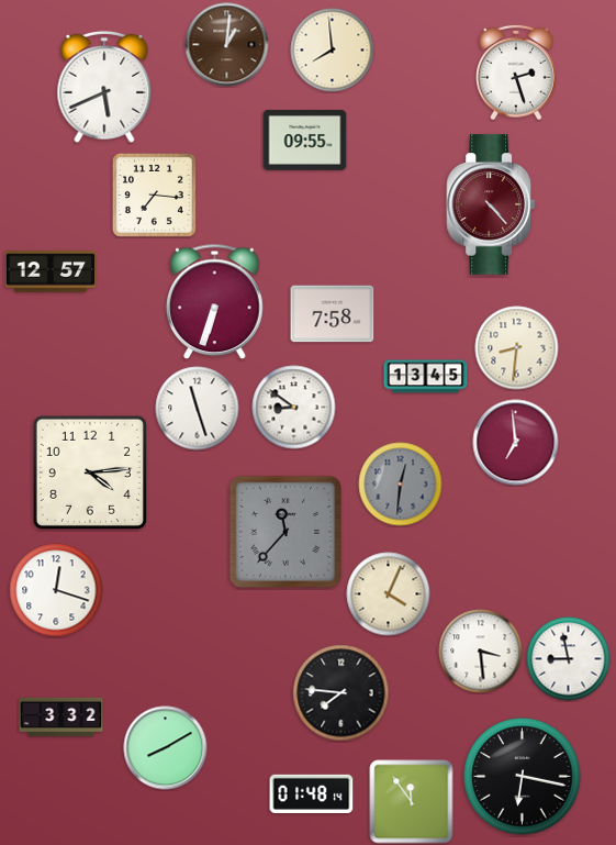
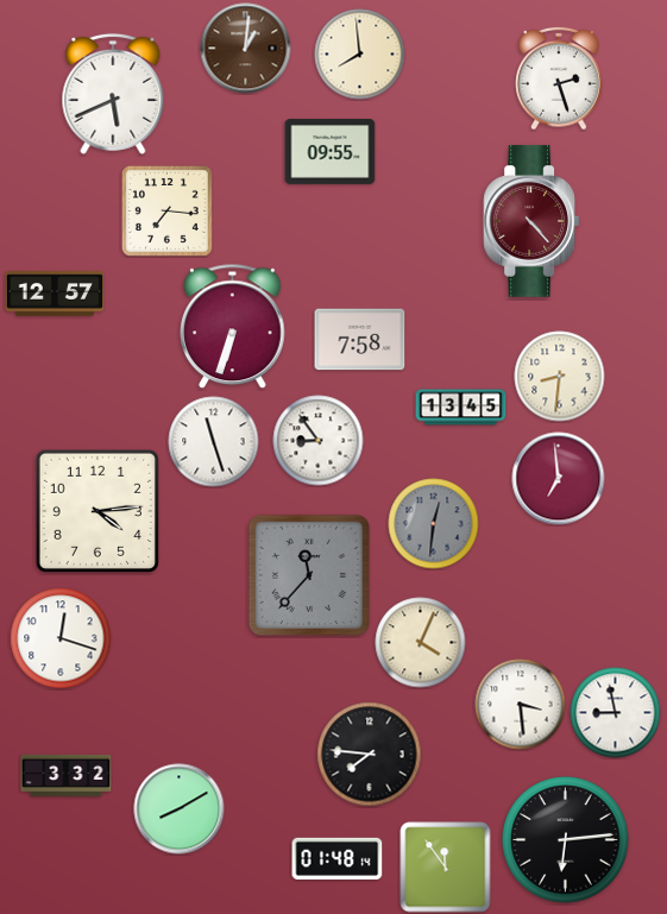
clock at (294, 408): 8:51 -> 8:54
clock at (341, 693) position: (341, 693) -> (370, 755)
clock at (523, 777): 6:17 -> 6:14
